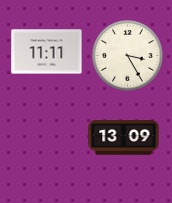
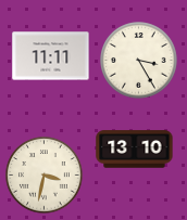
clock at (124, 138): 13:09 -> 13:10
clock at (45, 176): none -> 3:32
